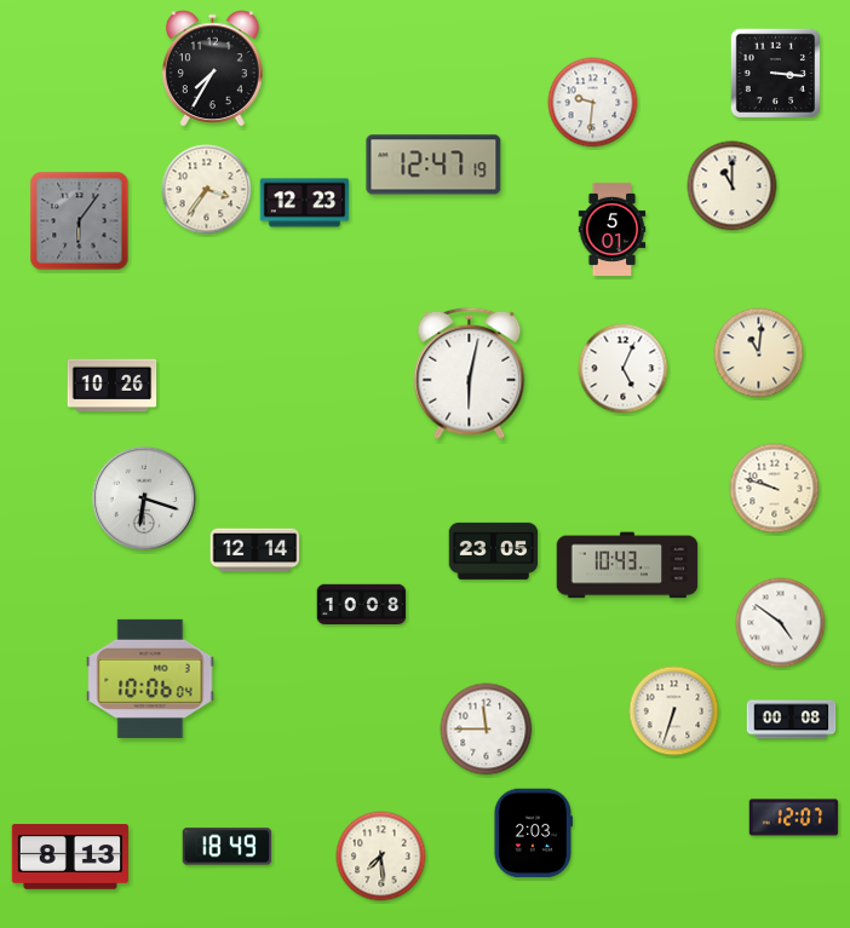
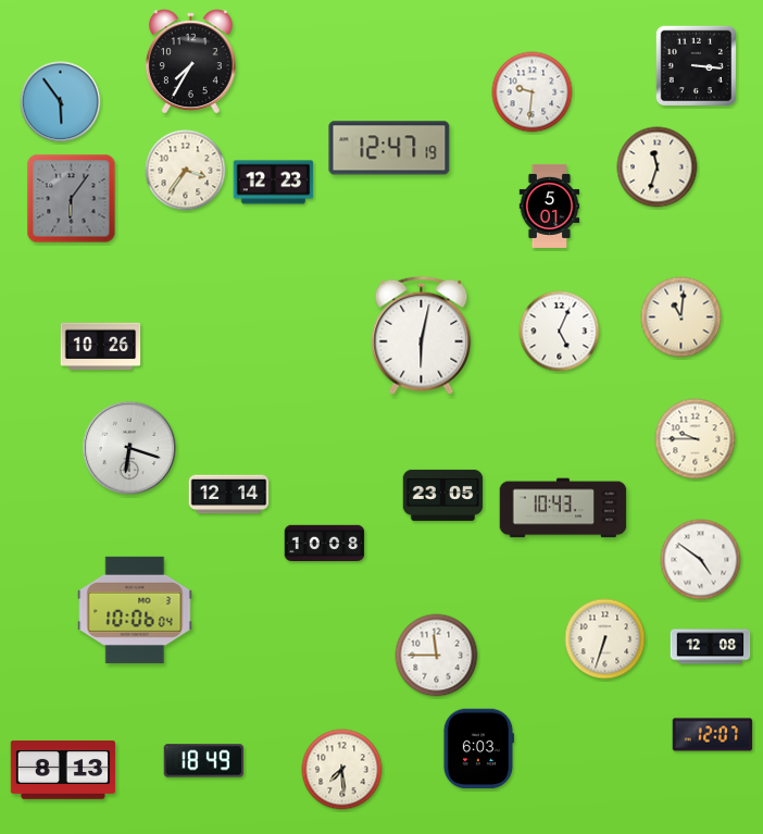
clock at (61, 102): none -> 5:54
clock at (733, 186): 11:00 -> 11:33
clock at (775, 489): 9:48 -> 9:45
clock at (792, 720): 00:08 -> 12:08
clock at (533, 834): 2:03 -> 6:03
